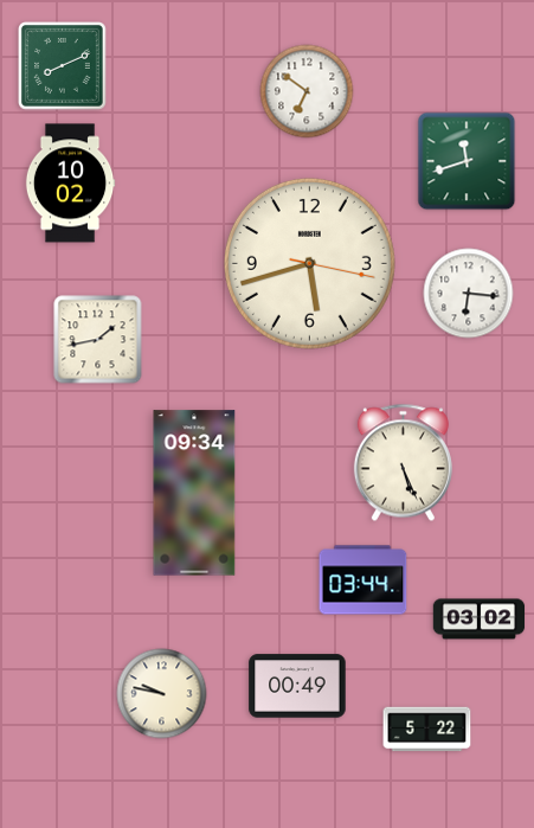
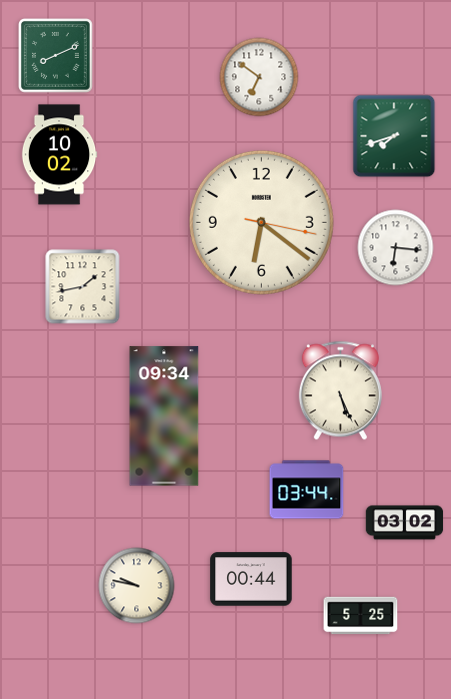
clock at (63, 66) position: (63, 66) -> (56, 56)
clock at (467, 161): 11:42 -> 7:42
clock at (309, 263): 5:42 -> 6:21
clock at (297, 686): 00:49 -> 00:44
clock at (427, 730): 5:22 -> 5:25
